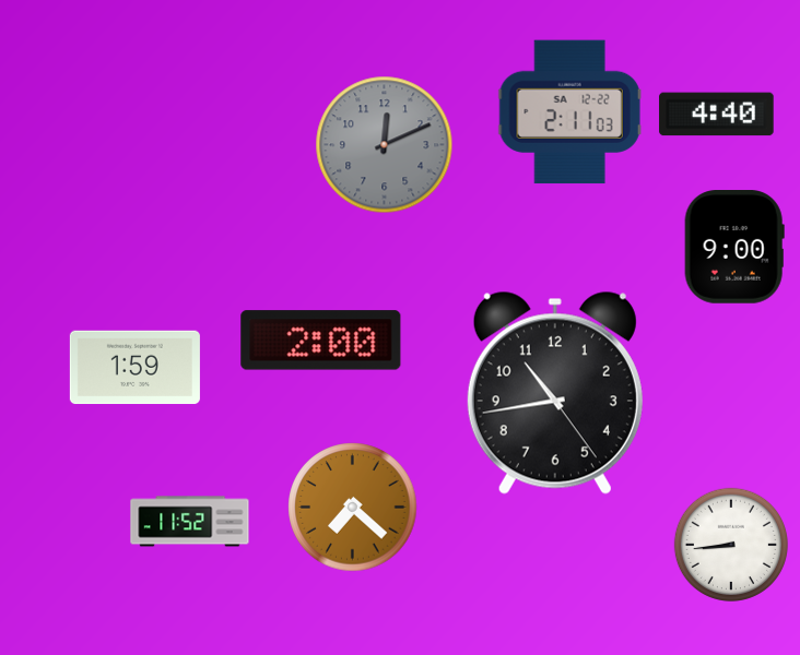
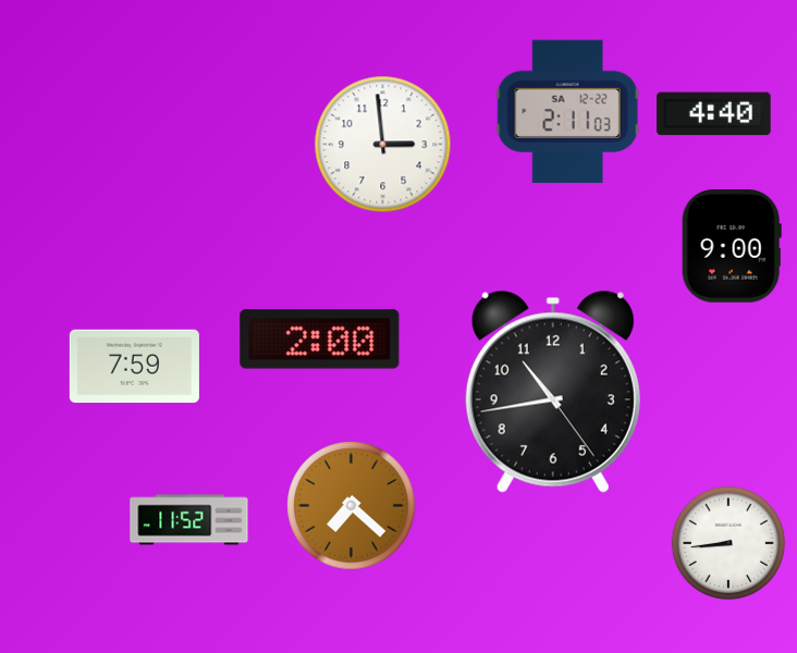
clock at (385, 145): 12:11 -> 2:59
clock at (385, 145) dial: grey -> white
clock at (134, 368): 1:59 -> 7:59
